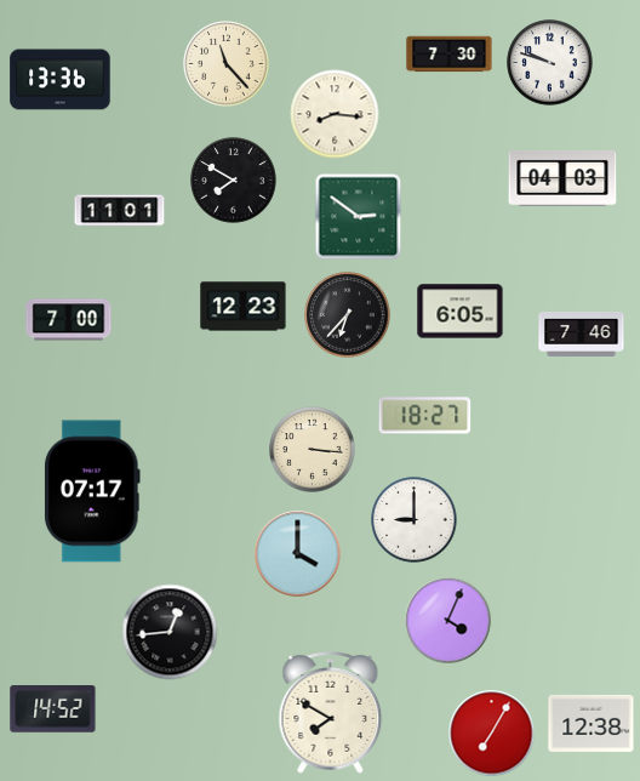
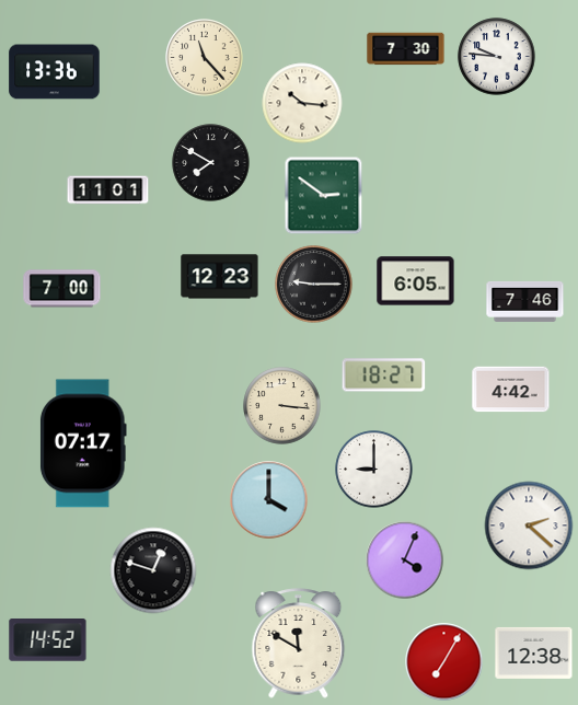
clock at (550, 63): 9:48 -> 9:46
clock at (335, 114): 8:16 -> 10:16
clock at (562, 178): 04:03 -> none
clock at (348, 315): 6:37 -> 9:15
clock at (511, 390): none -> 4:42
clock at (529, 525): none -> 2:22
clock at (170, 632): 12:44 -> 12:48
clock at (331, 713): 7:50 -> 11:50
